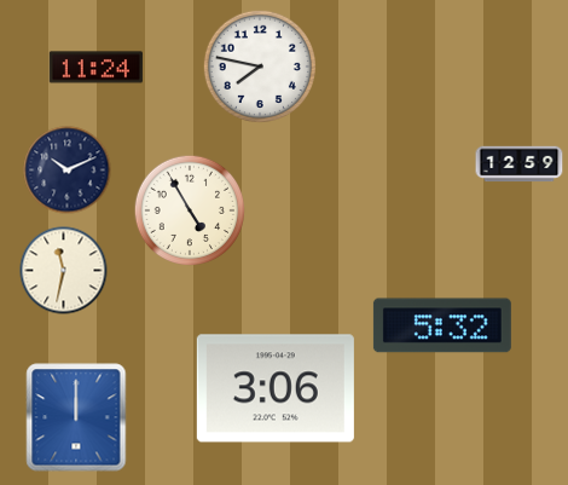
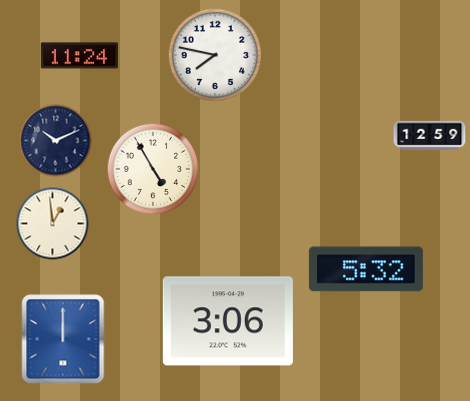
clock at (190, 210) position: (190, 210) -> (153, 169)
clock at (64, 271): 11:32 -> 12:59
clock at (76, 417) position: (76, 417) -> (63, 339)
